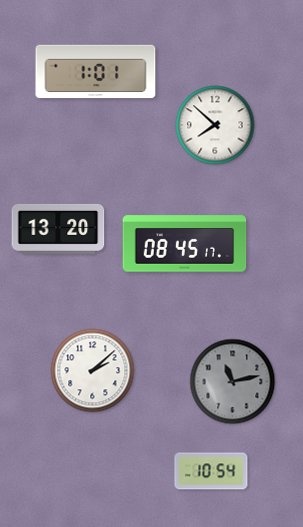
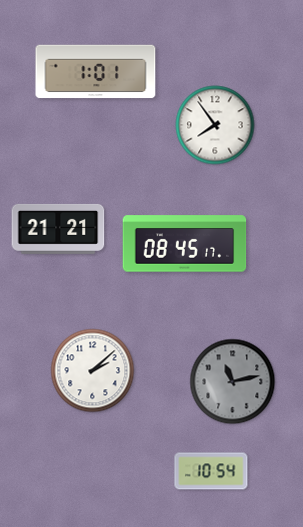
clock at (215, 125): 7:52 -> 7:54
clock at (58, 229): 13:20 -> 21:21
